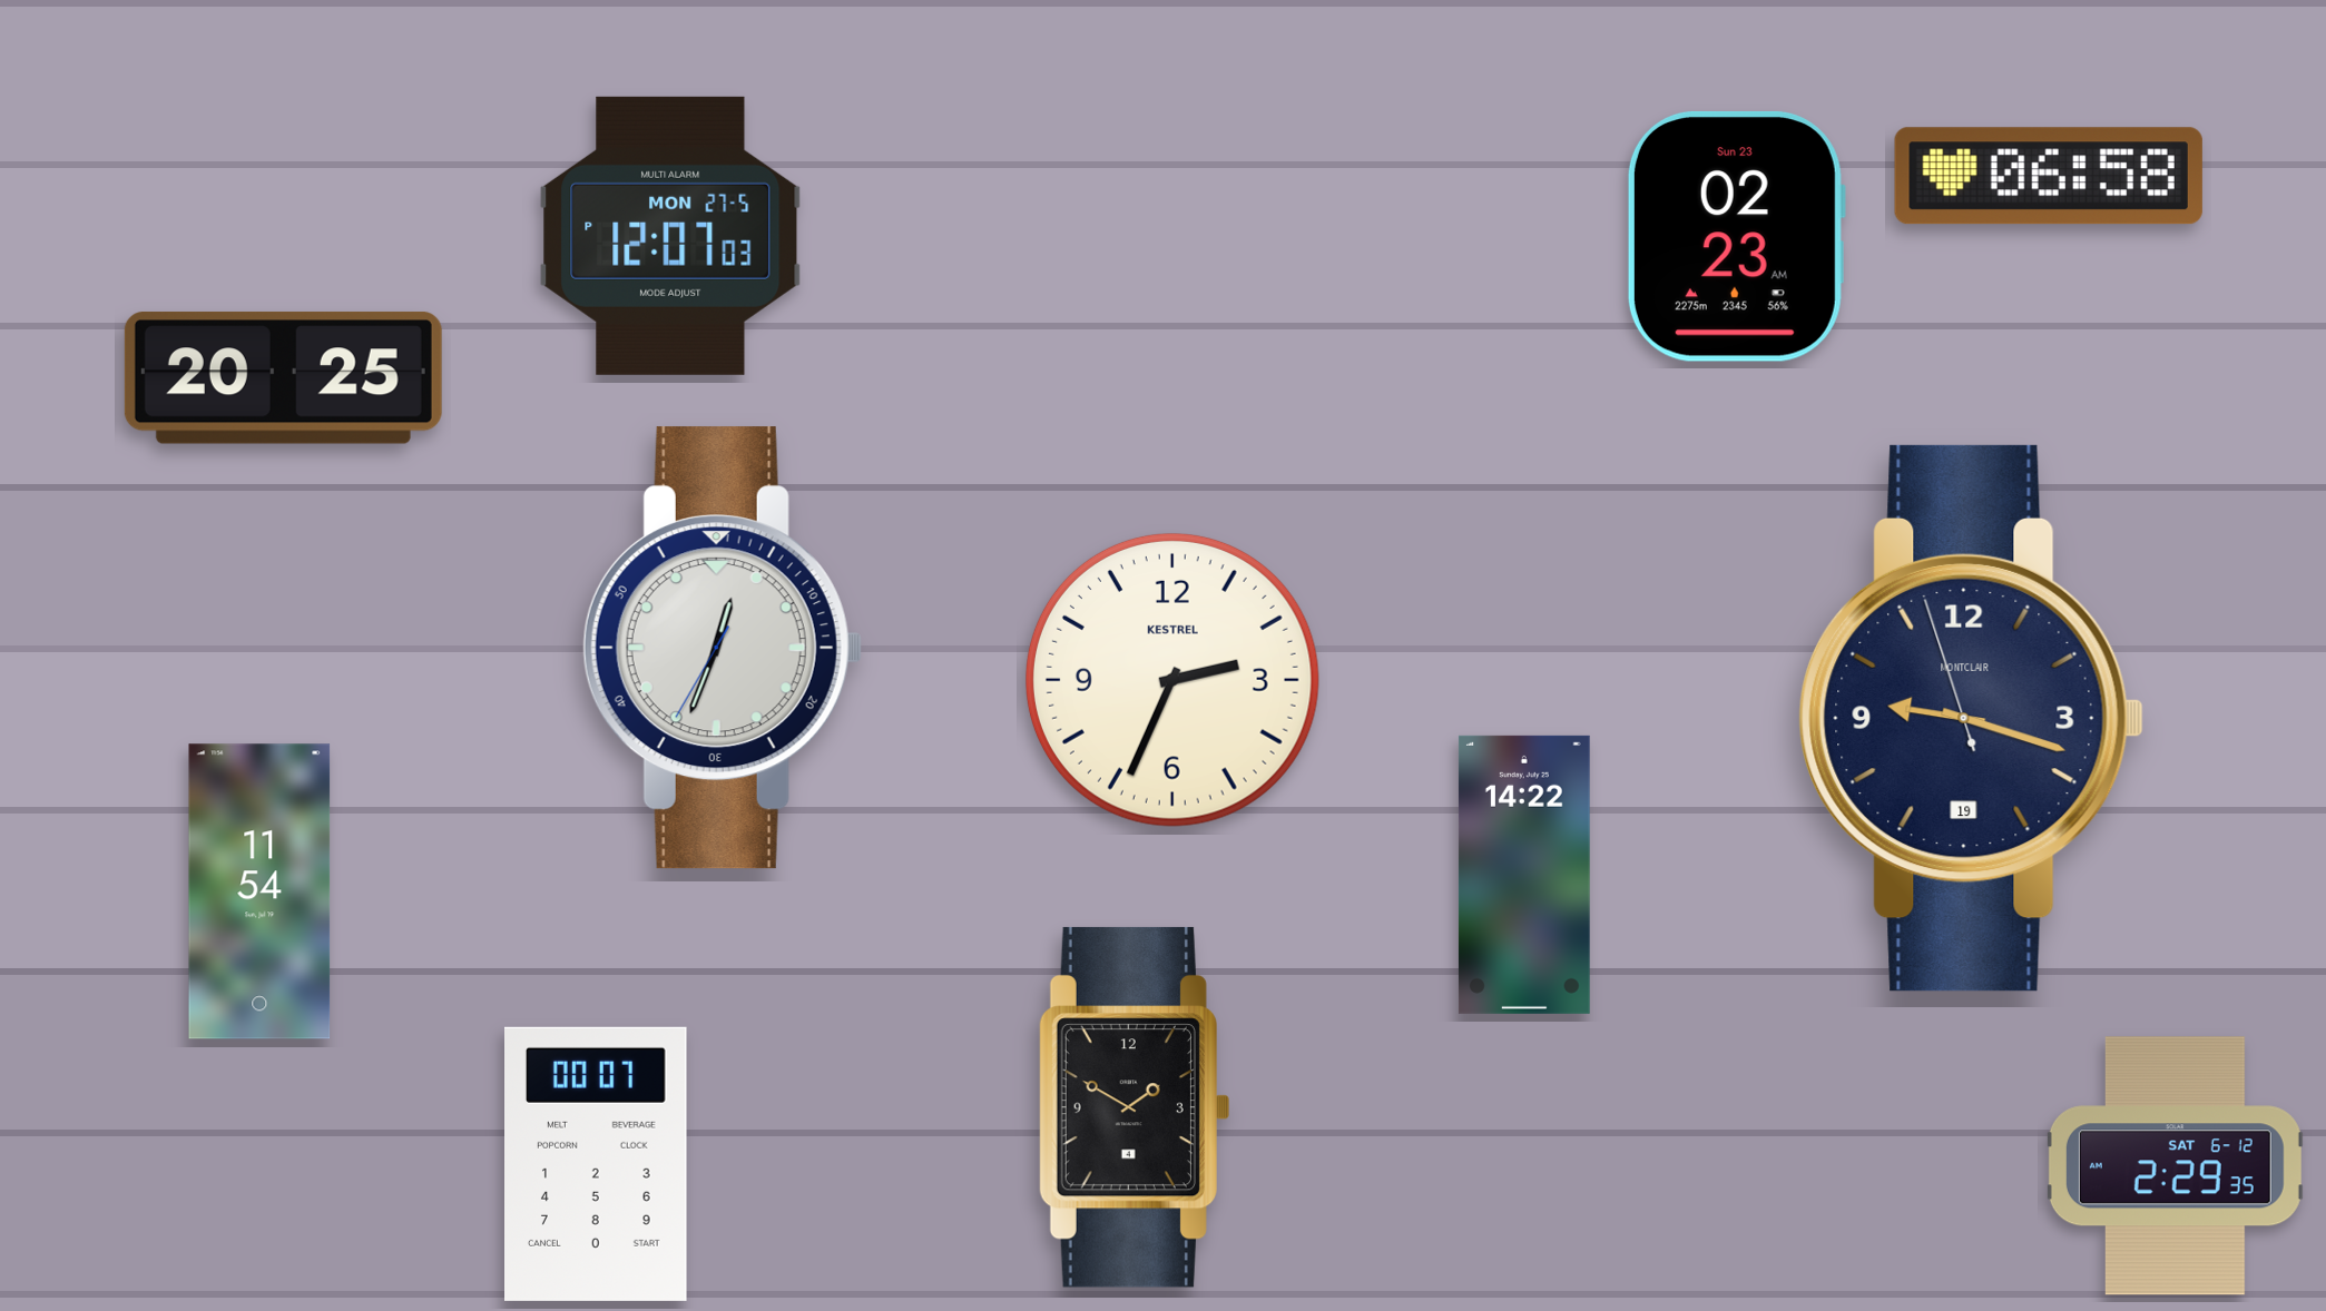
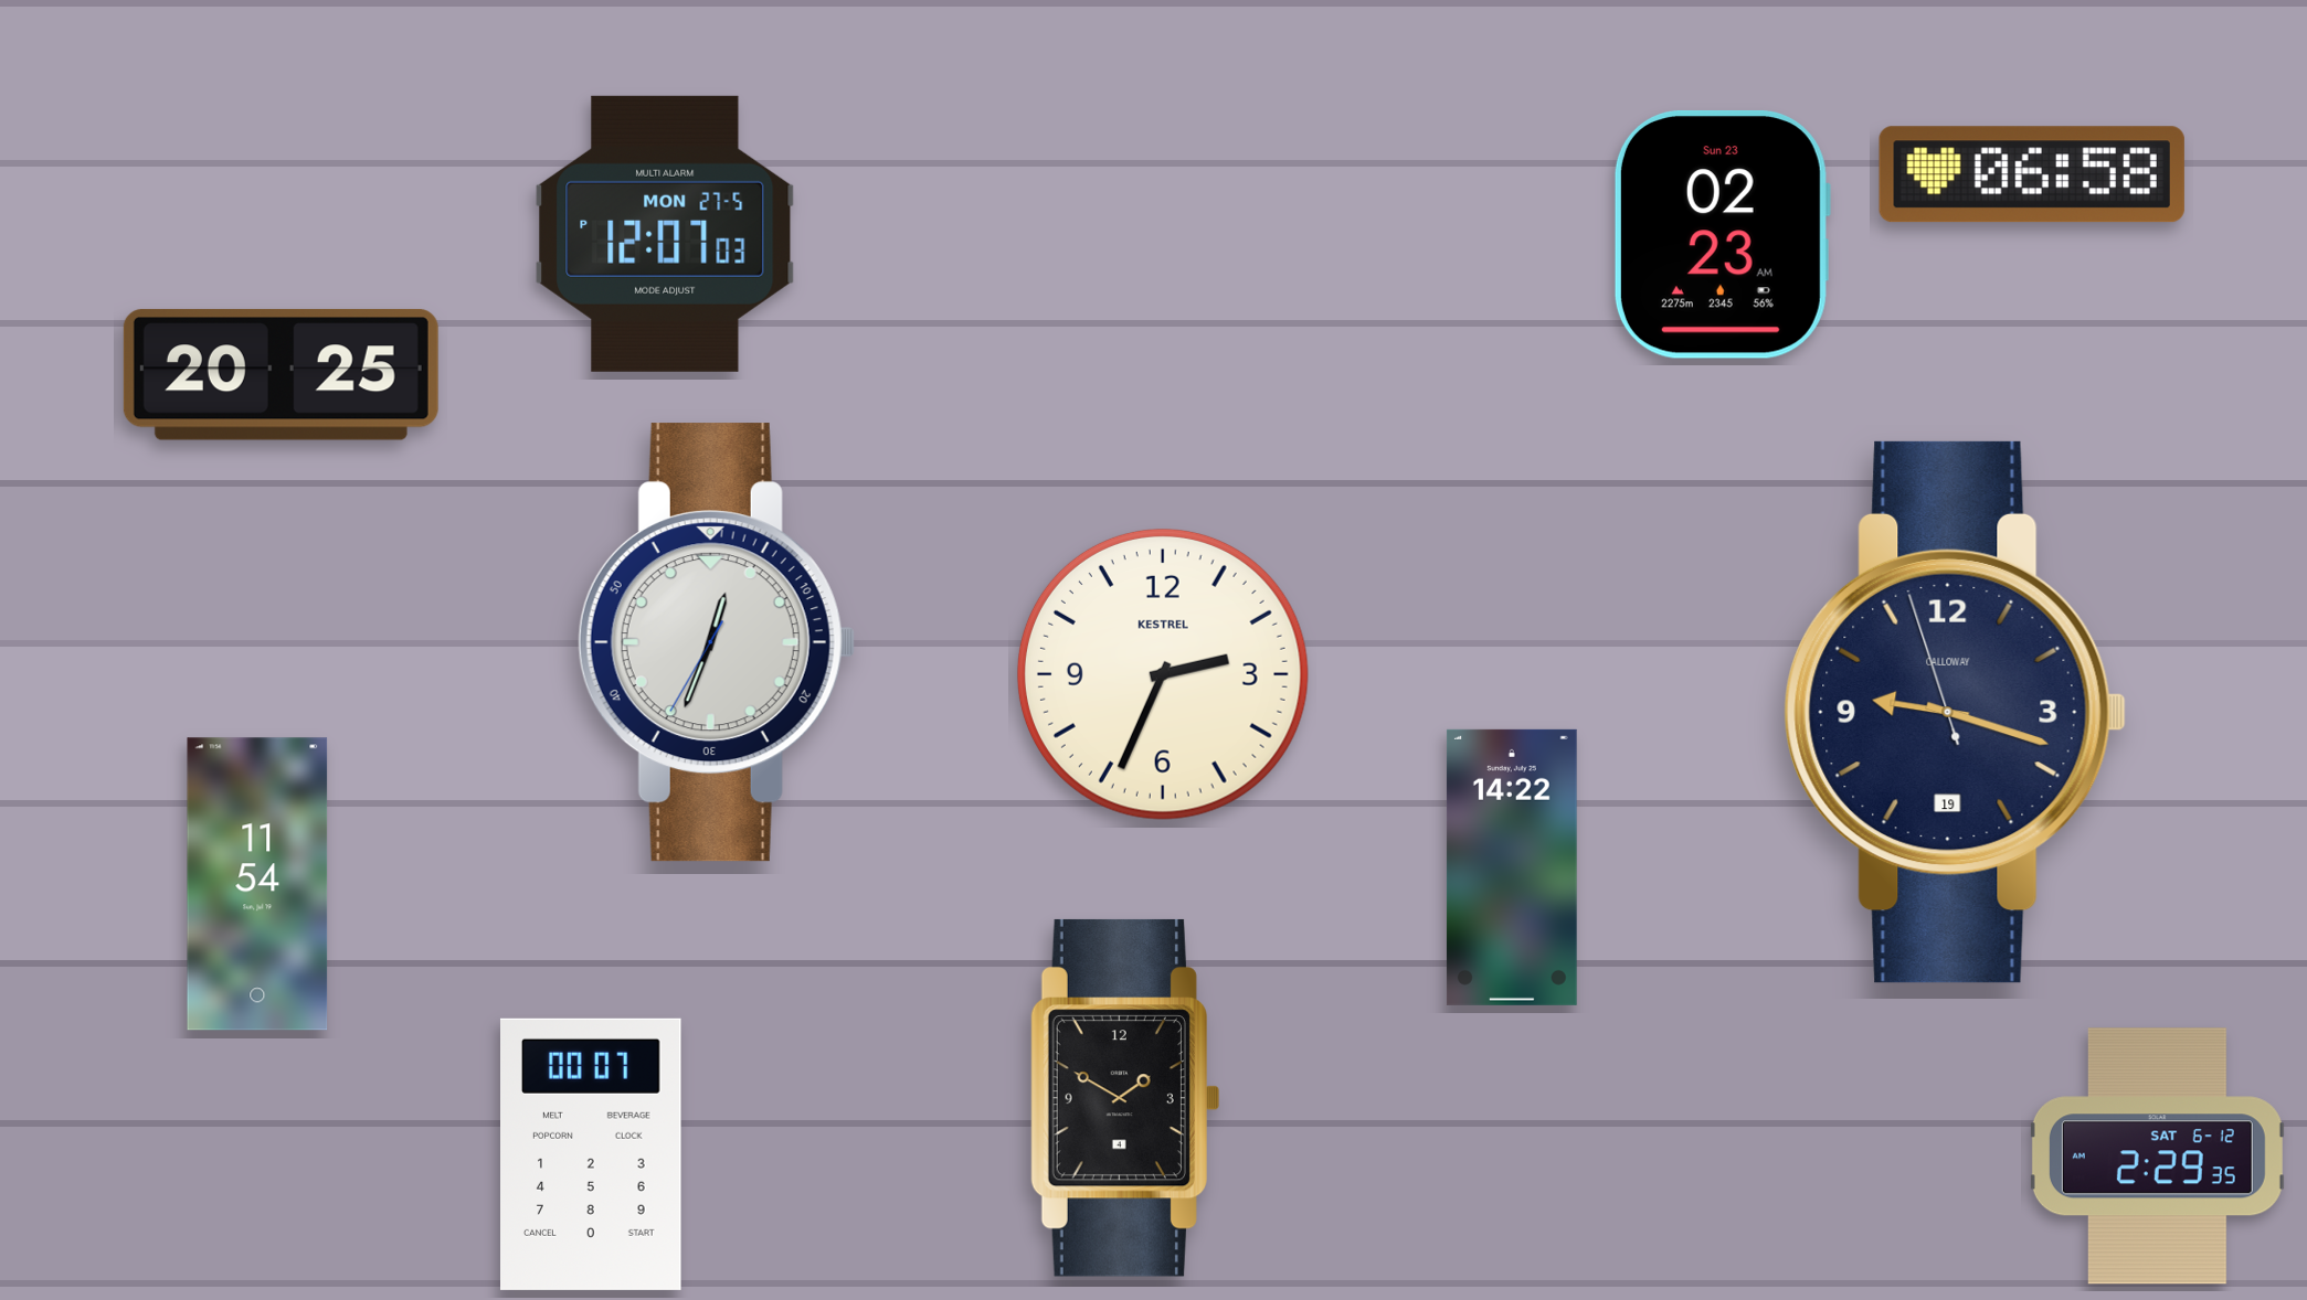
clock at (1971, 718) brand: MONTCLAIR -> CALLOWAY
